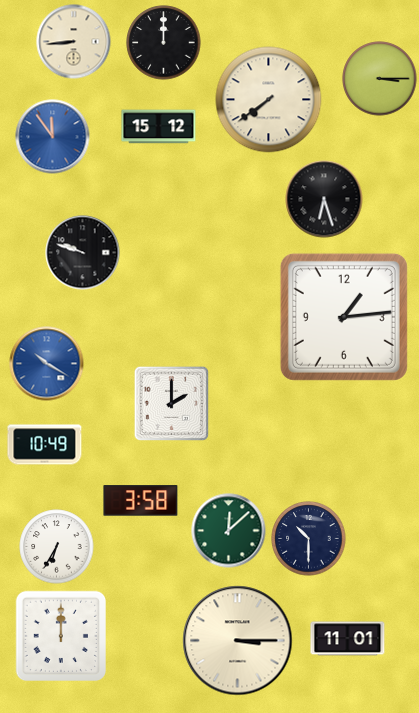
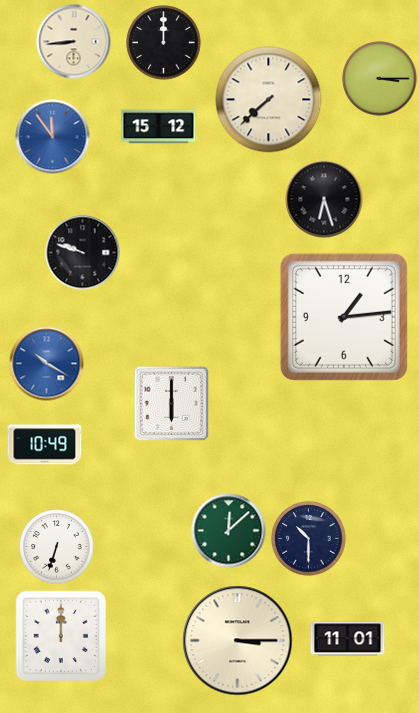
clock at (269, 100): 7:39 -> 7:38
clock at (171, 403): 2:00 -> 6:00
clock at (141, 501): 3:58 -> none
clock at (57, 547): 6:35 -> 6:33
